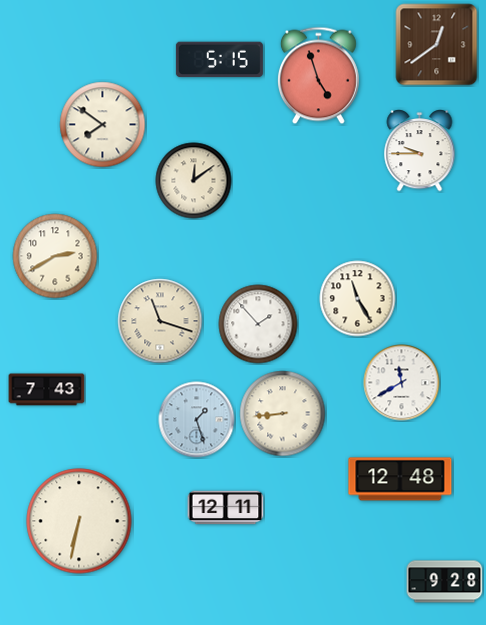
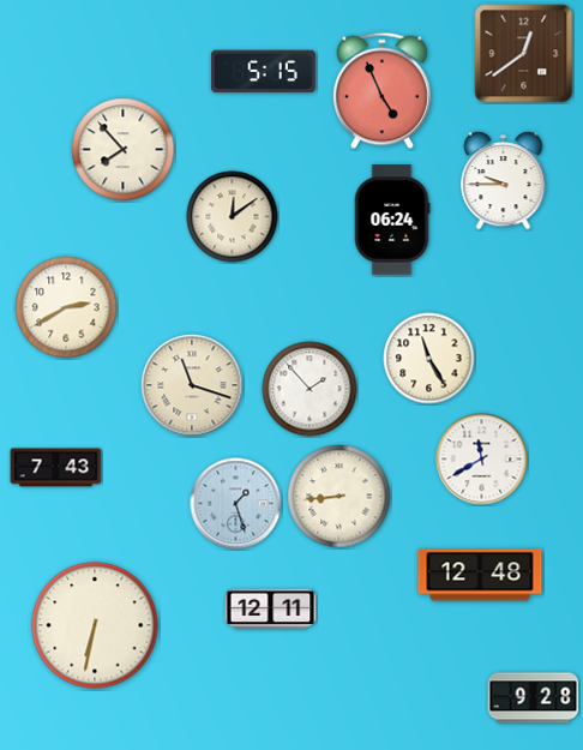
clock at (318, 76): 4:57 -> 4:56
clock at (103, 125): 7:51 -> 7:53
clock at (392, 220): none -> 06:24
